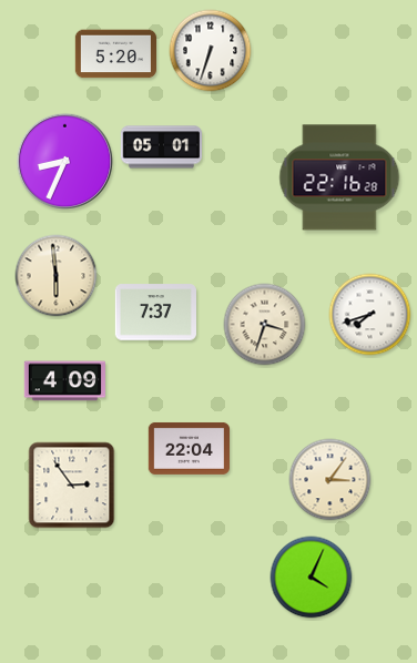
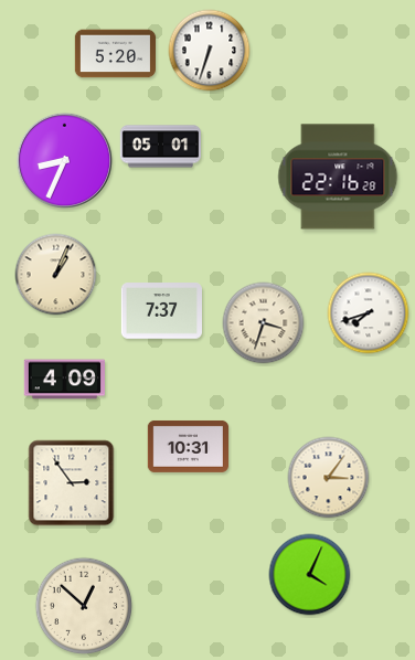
clock at (57, 276): 5:59 -> 1:04
clock at (155, 313) position: (155, 313) -> (161, 311)
clock at (189, 448): 22:04 -> 10:31
clock at (84, 606): none -> 12:52
